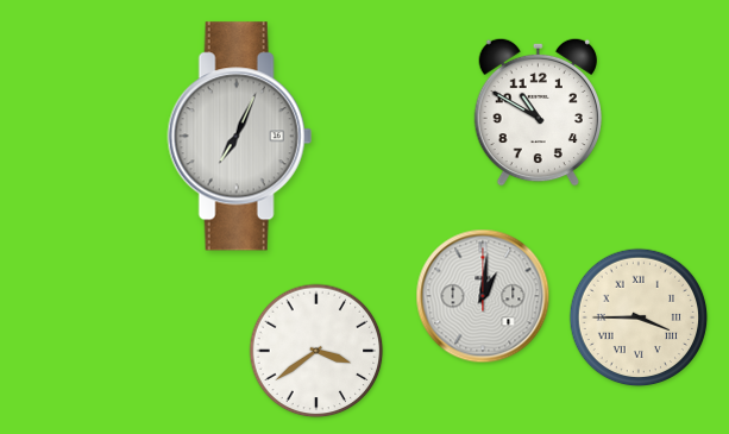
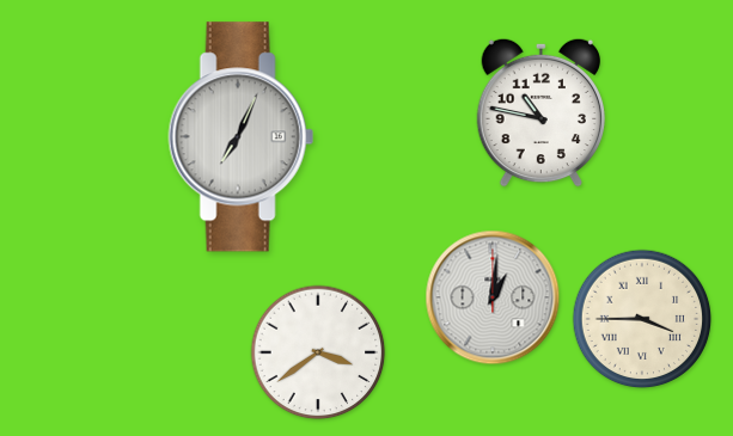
clock at (538, 112): 10:50 -> 10:47
clock at (483, 296) position: (483, 296) -> (493, 297)
